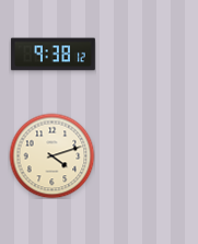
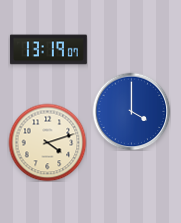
clock at (53, 55): 9:38 -> 13:19
clock at (131, 111): none -> 4:00
